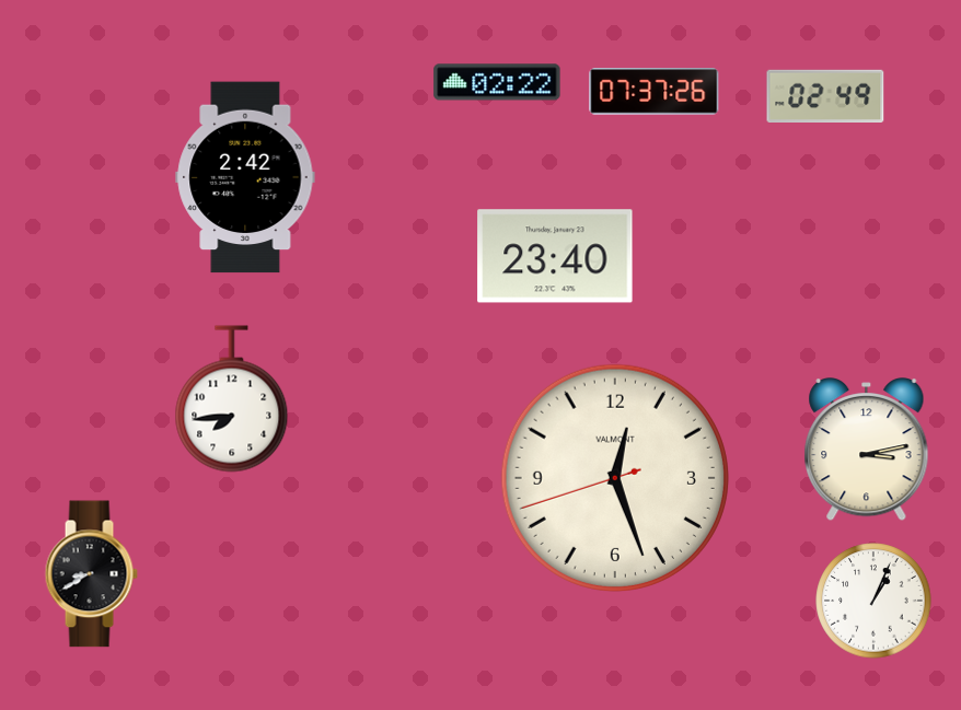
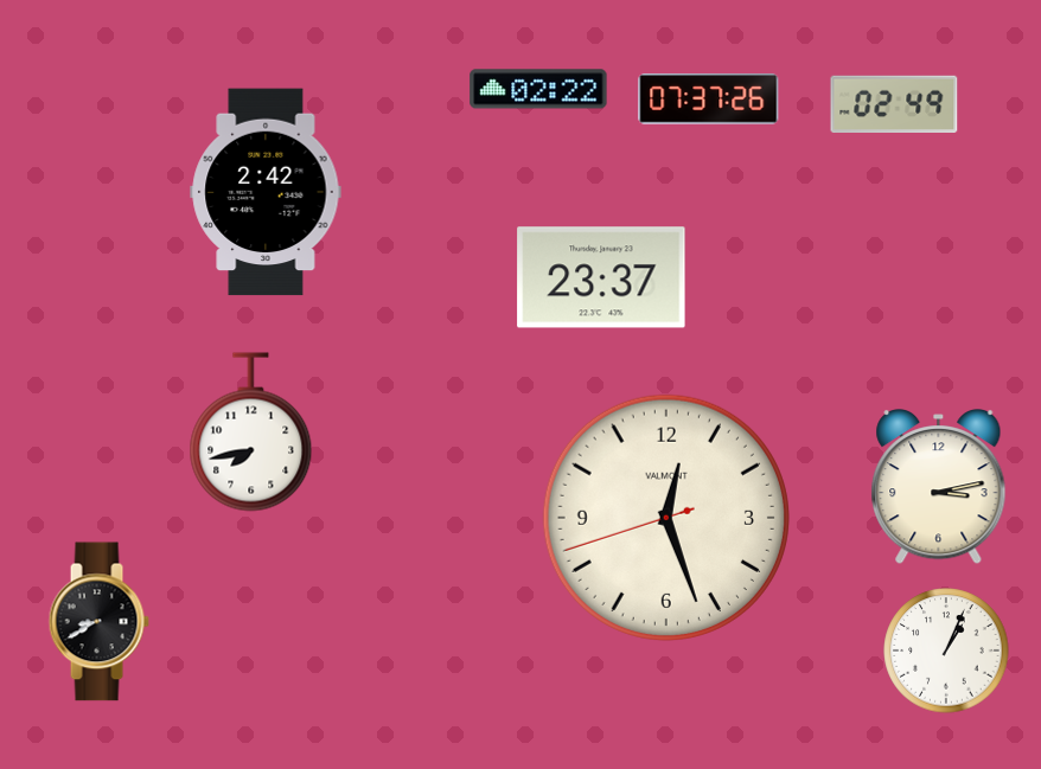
clock at (555, 256): 23:40 -> 23:37
clock at (232, 399): 7:44 -> 7:43
